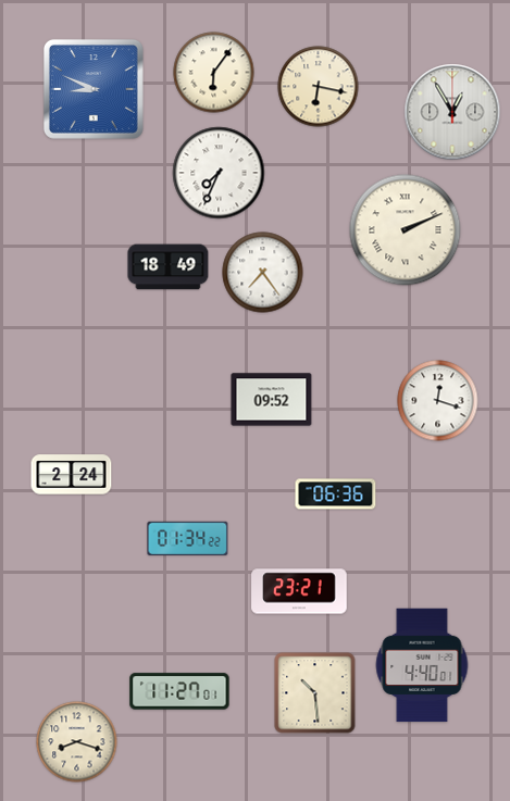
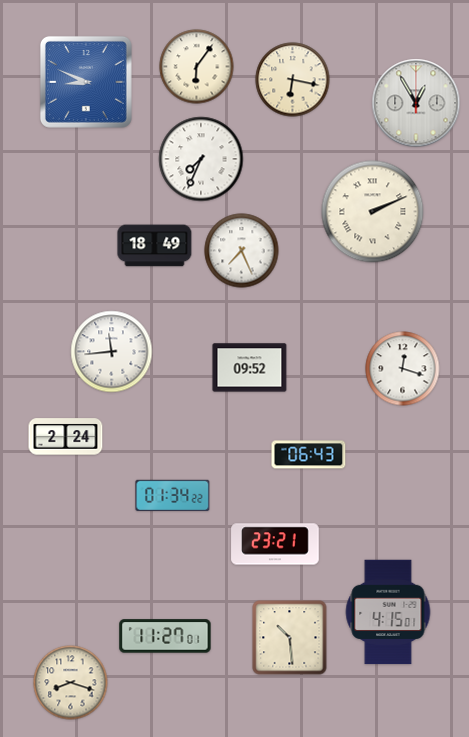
clock at (263, 273): 7:24 -> 7:26
clock at (112, 352): none -> 11:44
clock at (336, 495): 06:36 -> 06:43
clock at (422, 665): 4:40 -> 4:15
